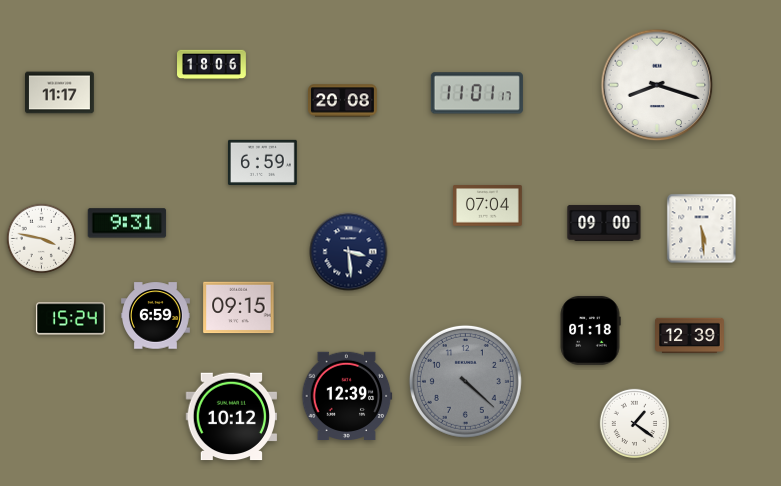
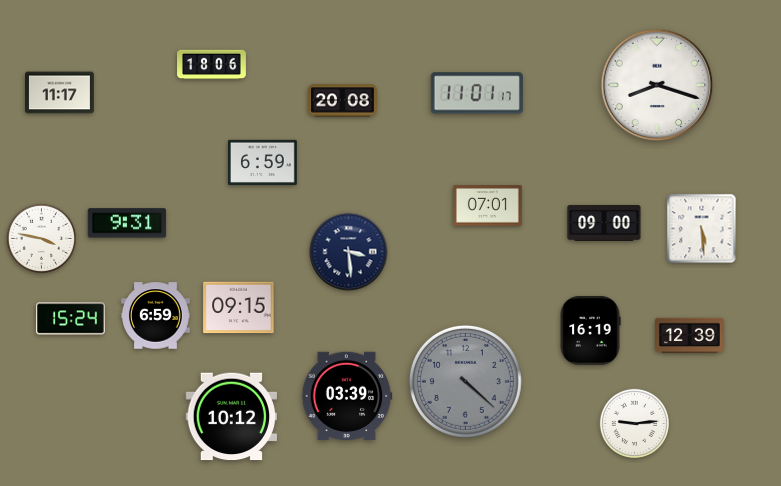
clock at (488, 206): 07:04 -> 07:01
clock at (590, 330): 01:18 -> 16:19
clock at (347, 395): 12:39 -> 03:39
clock at (634, 423): 1:21 -> 9:14
